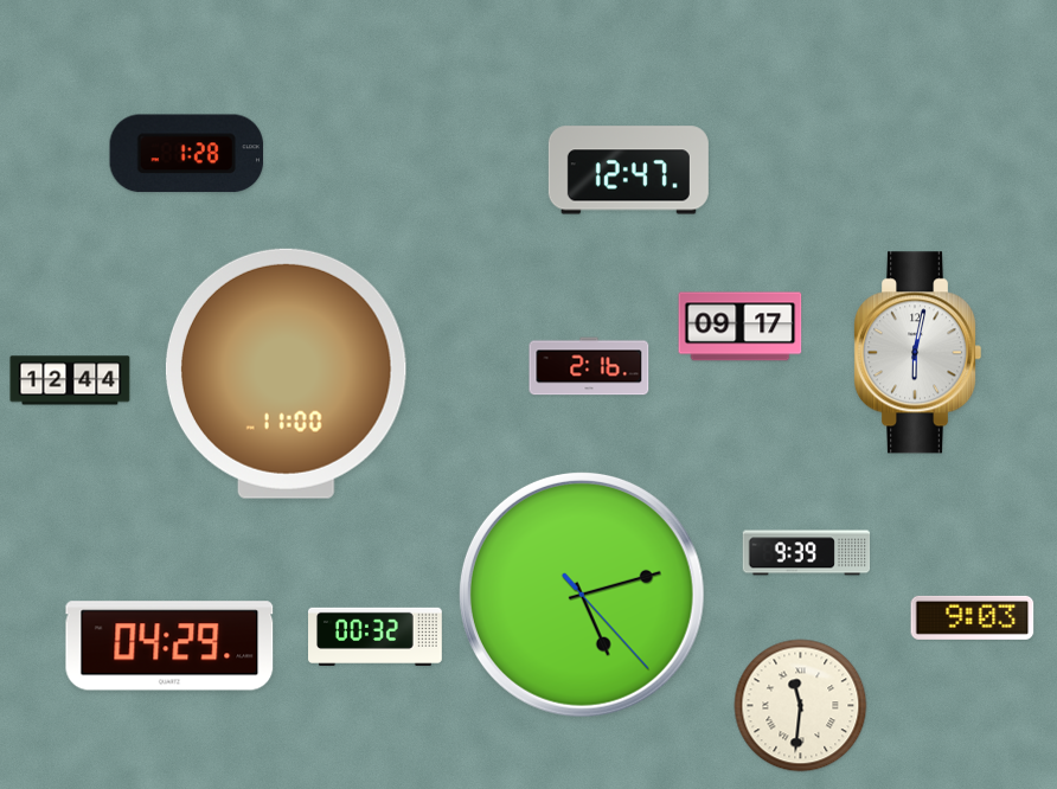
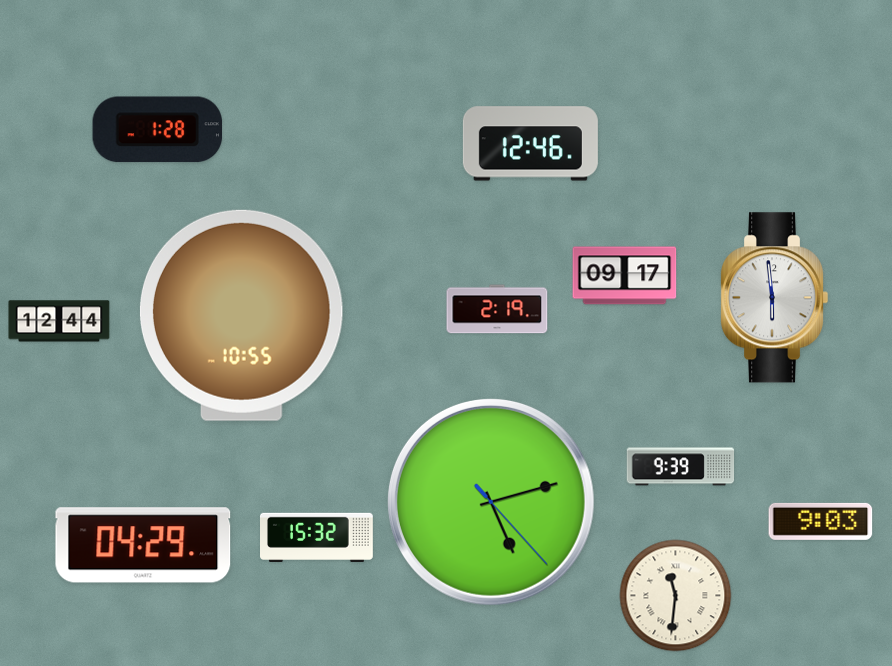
clock at (628, 171): 12:47 -> 12:46
clock at (917, 353): 6:02 -> 5:59
clock at (589, 366): 2:16 -> 2:19
clock at (286, 373): 11:00 -> 10:55
clock at (376, 636): 00:32 -> 15:32
